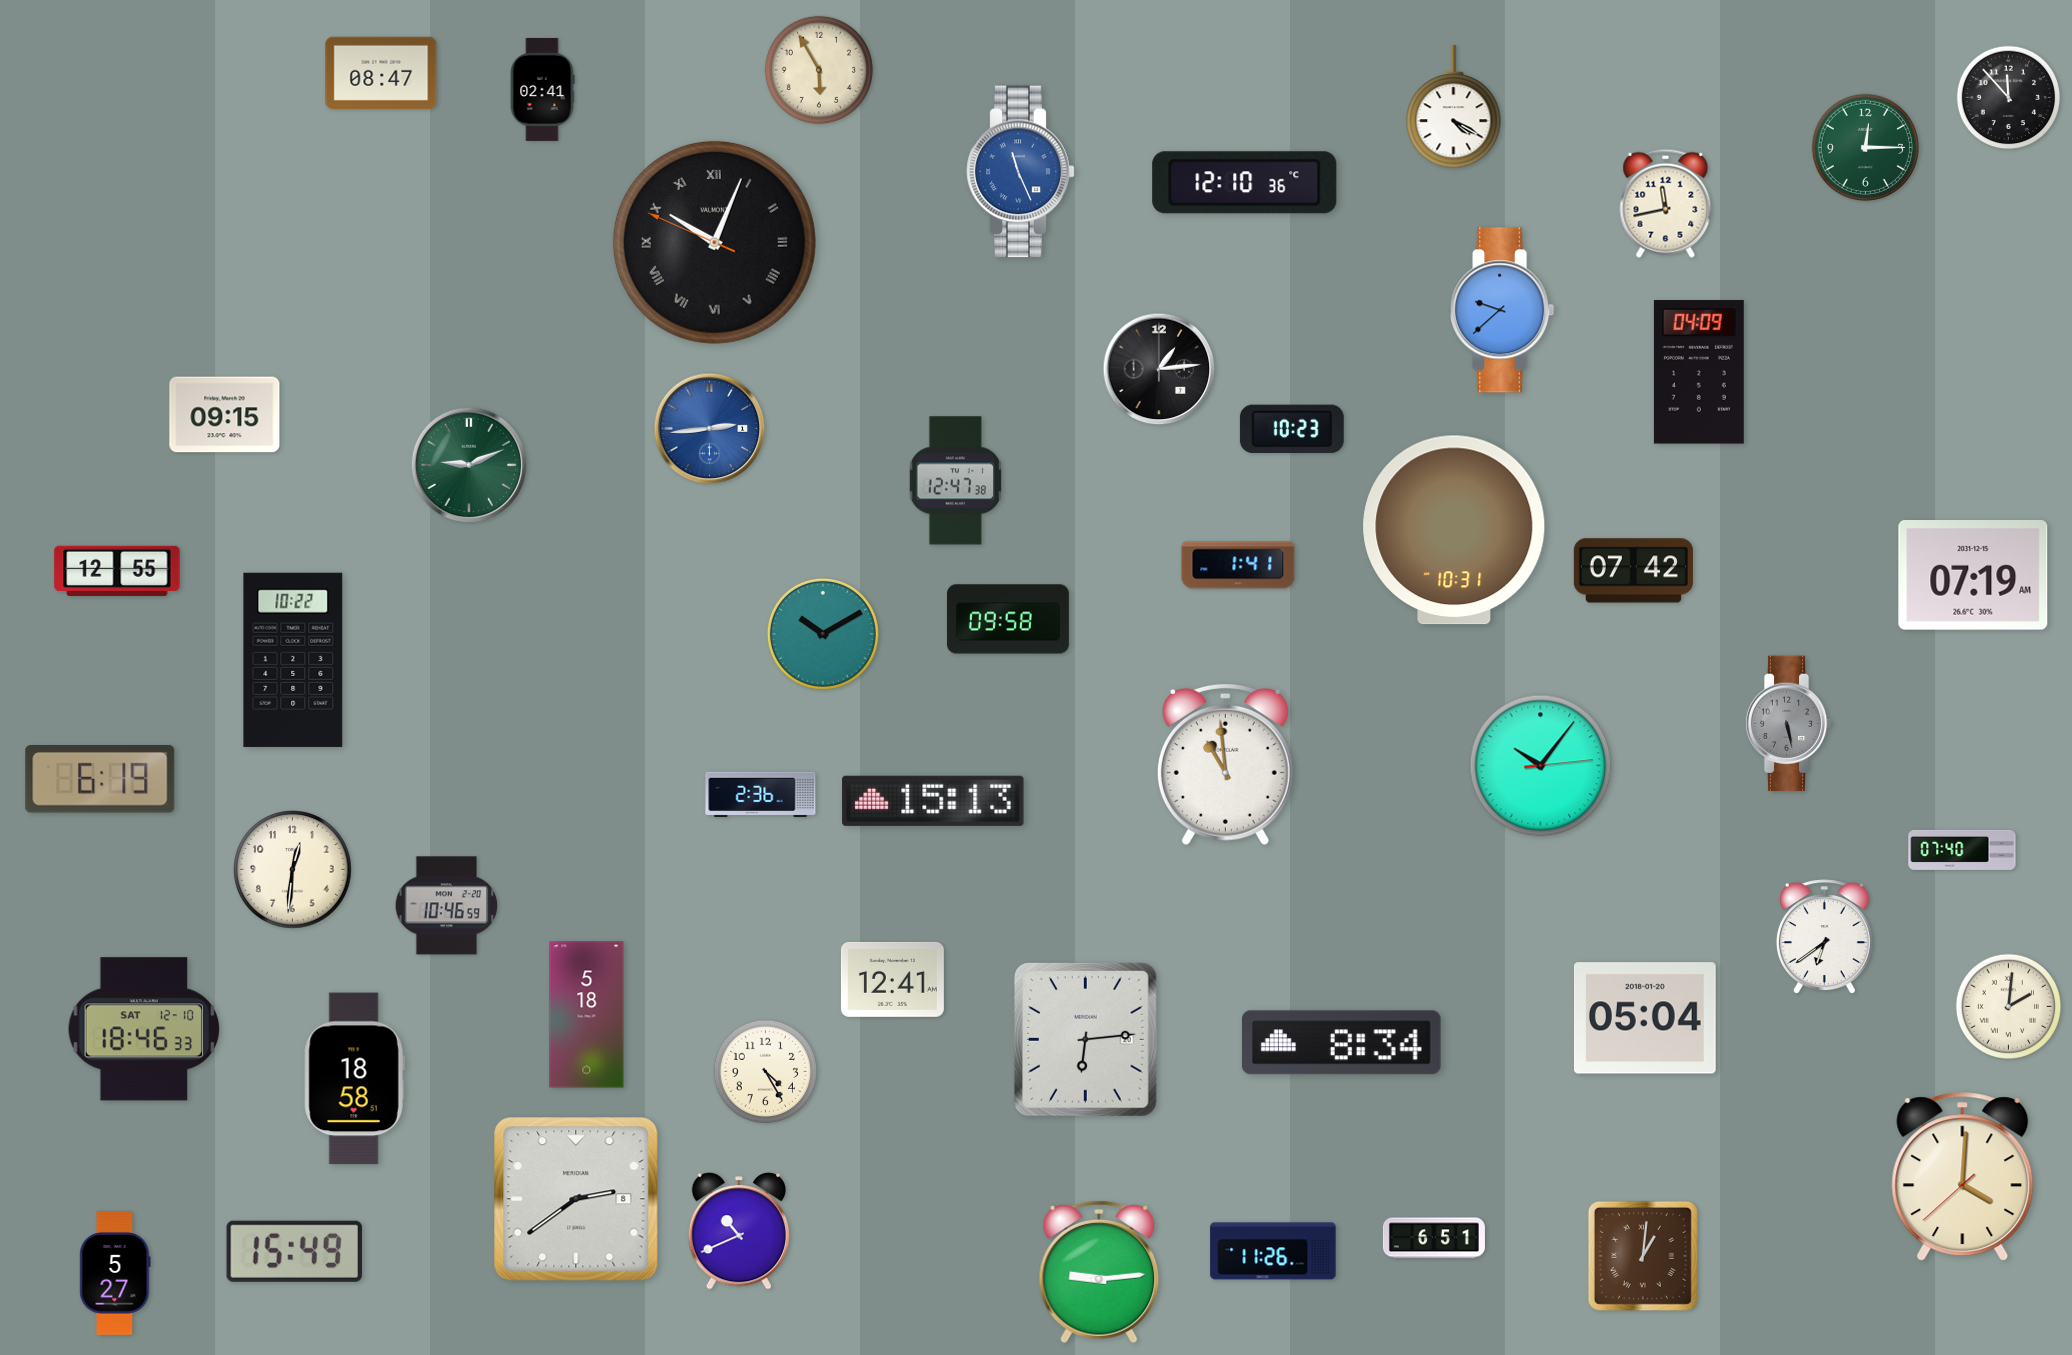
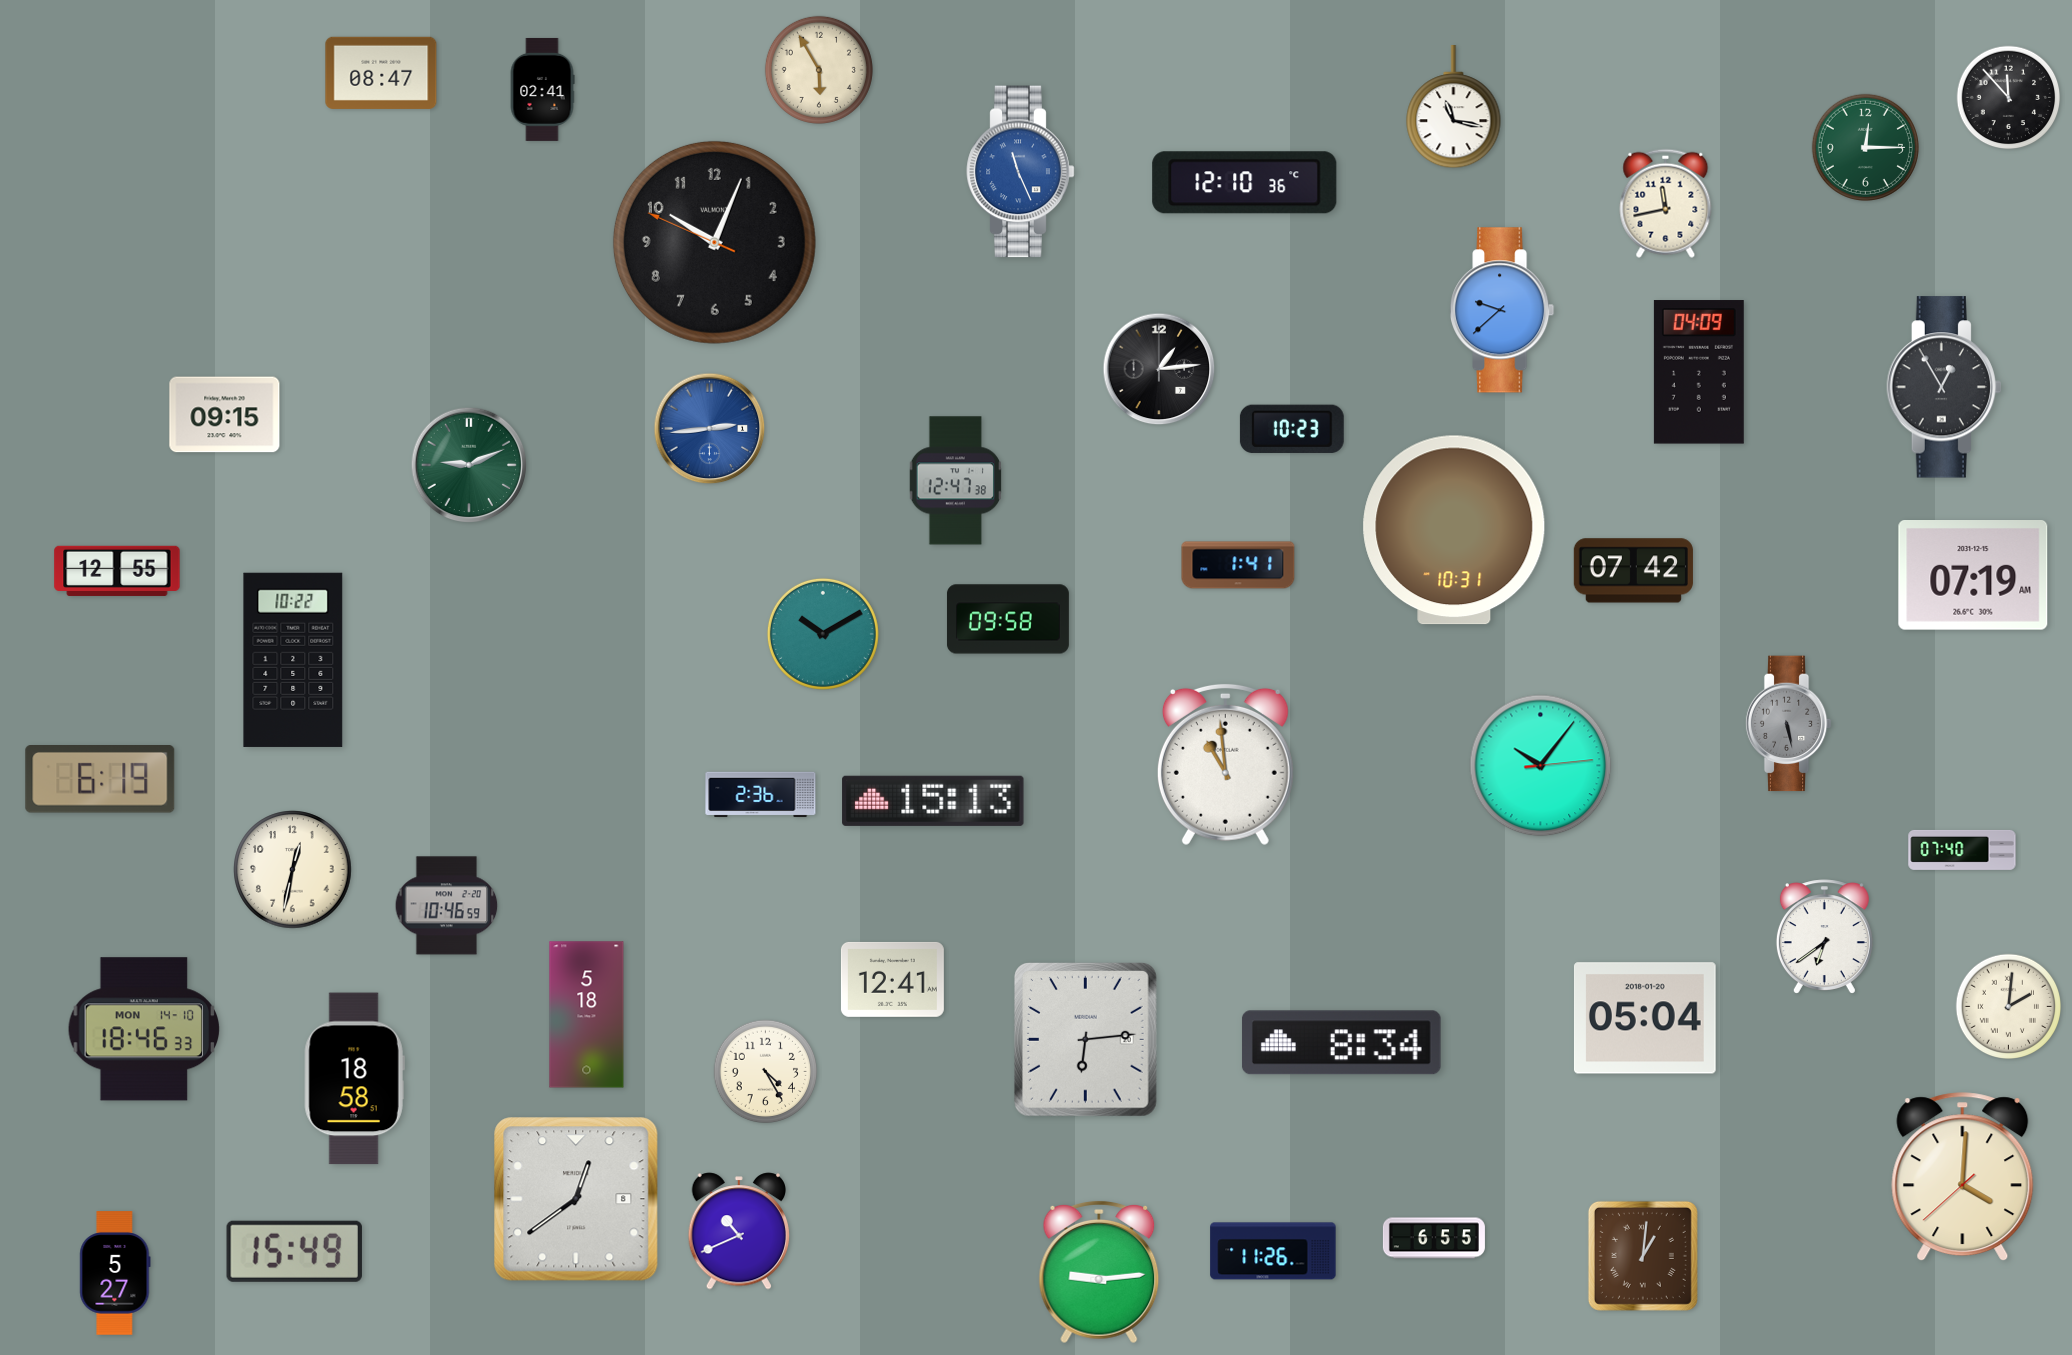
clock at (1454, 107): 4:20 -> 11:17
clock at (714, 242) numerals: Roman -> Arabic
clock at (1943, 387): none -> 12:55
clock at (293, 870): 12:31 -> 12:32
clock at (144, 1029) date: SAT 12-10 -> MON 14-10
clock at (576, 1199): 2:39 -> 12:39
clock at (1434, 1238): 6:51 -> 6:55
